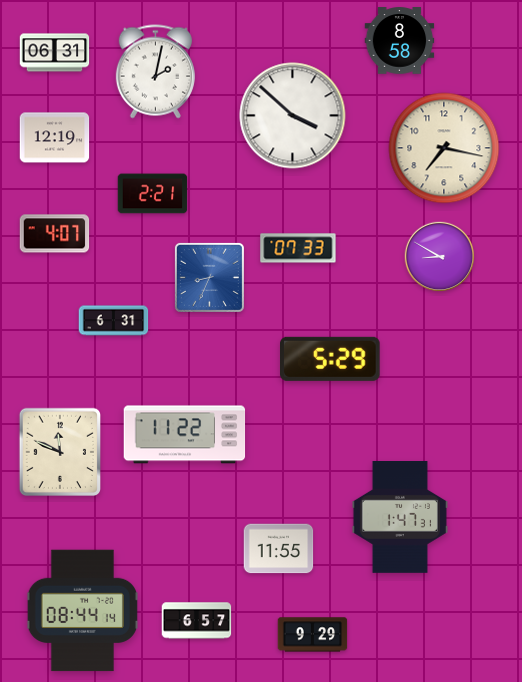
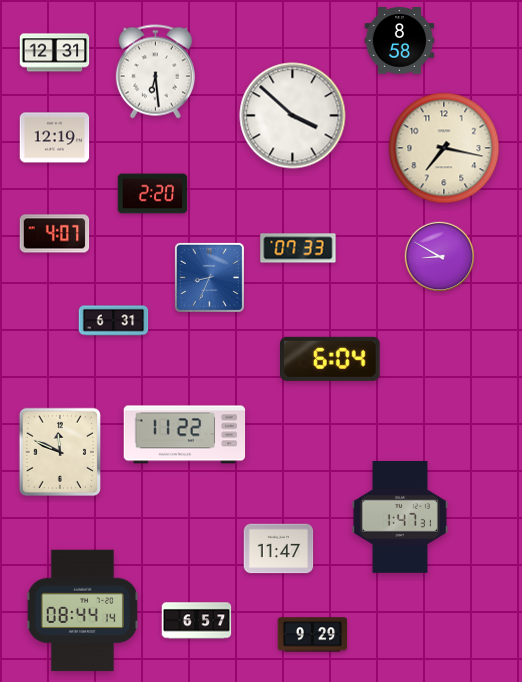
clock at (55, 53): 06:31 -> 12:31
clock at (155, 72): 2:02 -> 6:29
clock at (153, 194): 2:21 -> 2:20
clock at (331, 359): 5:29 -> 6:04
clock at (279, 549): 11:55 -> 11:47
